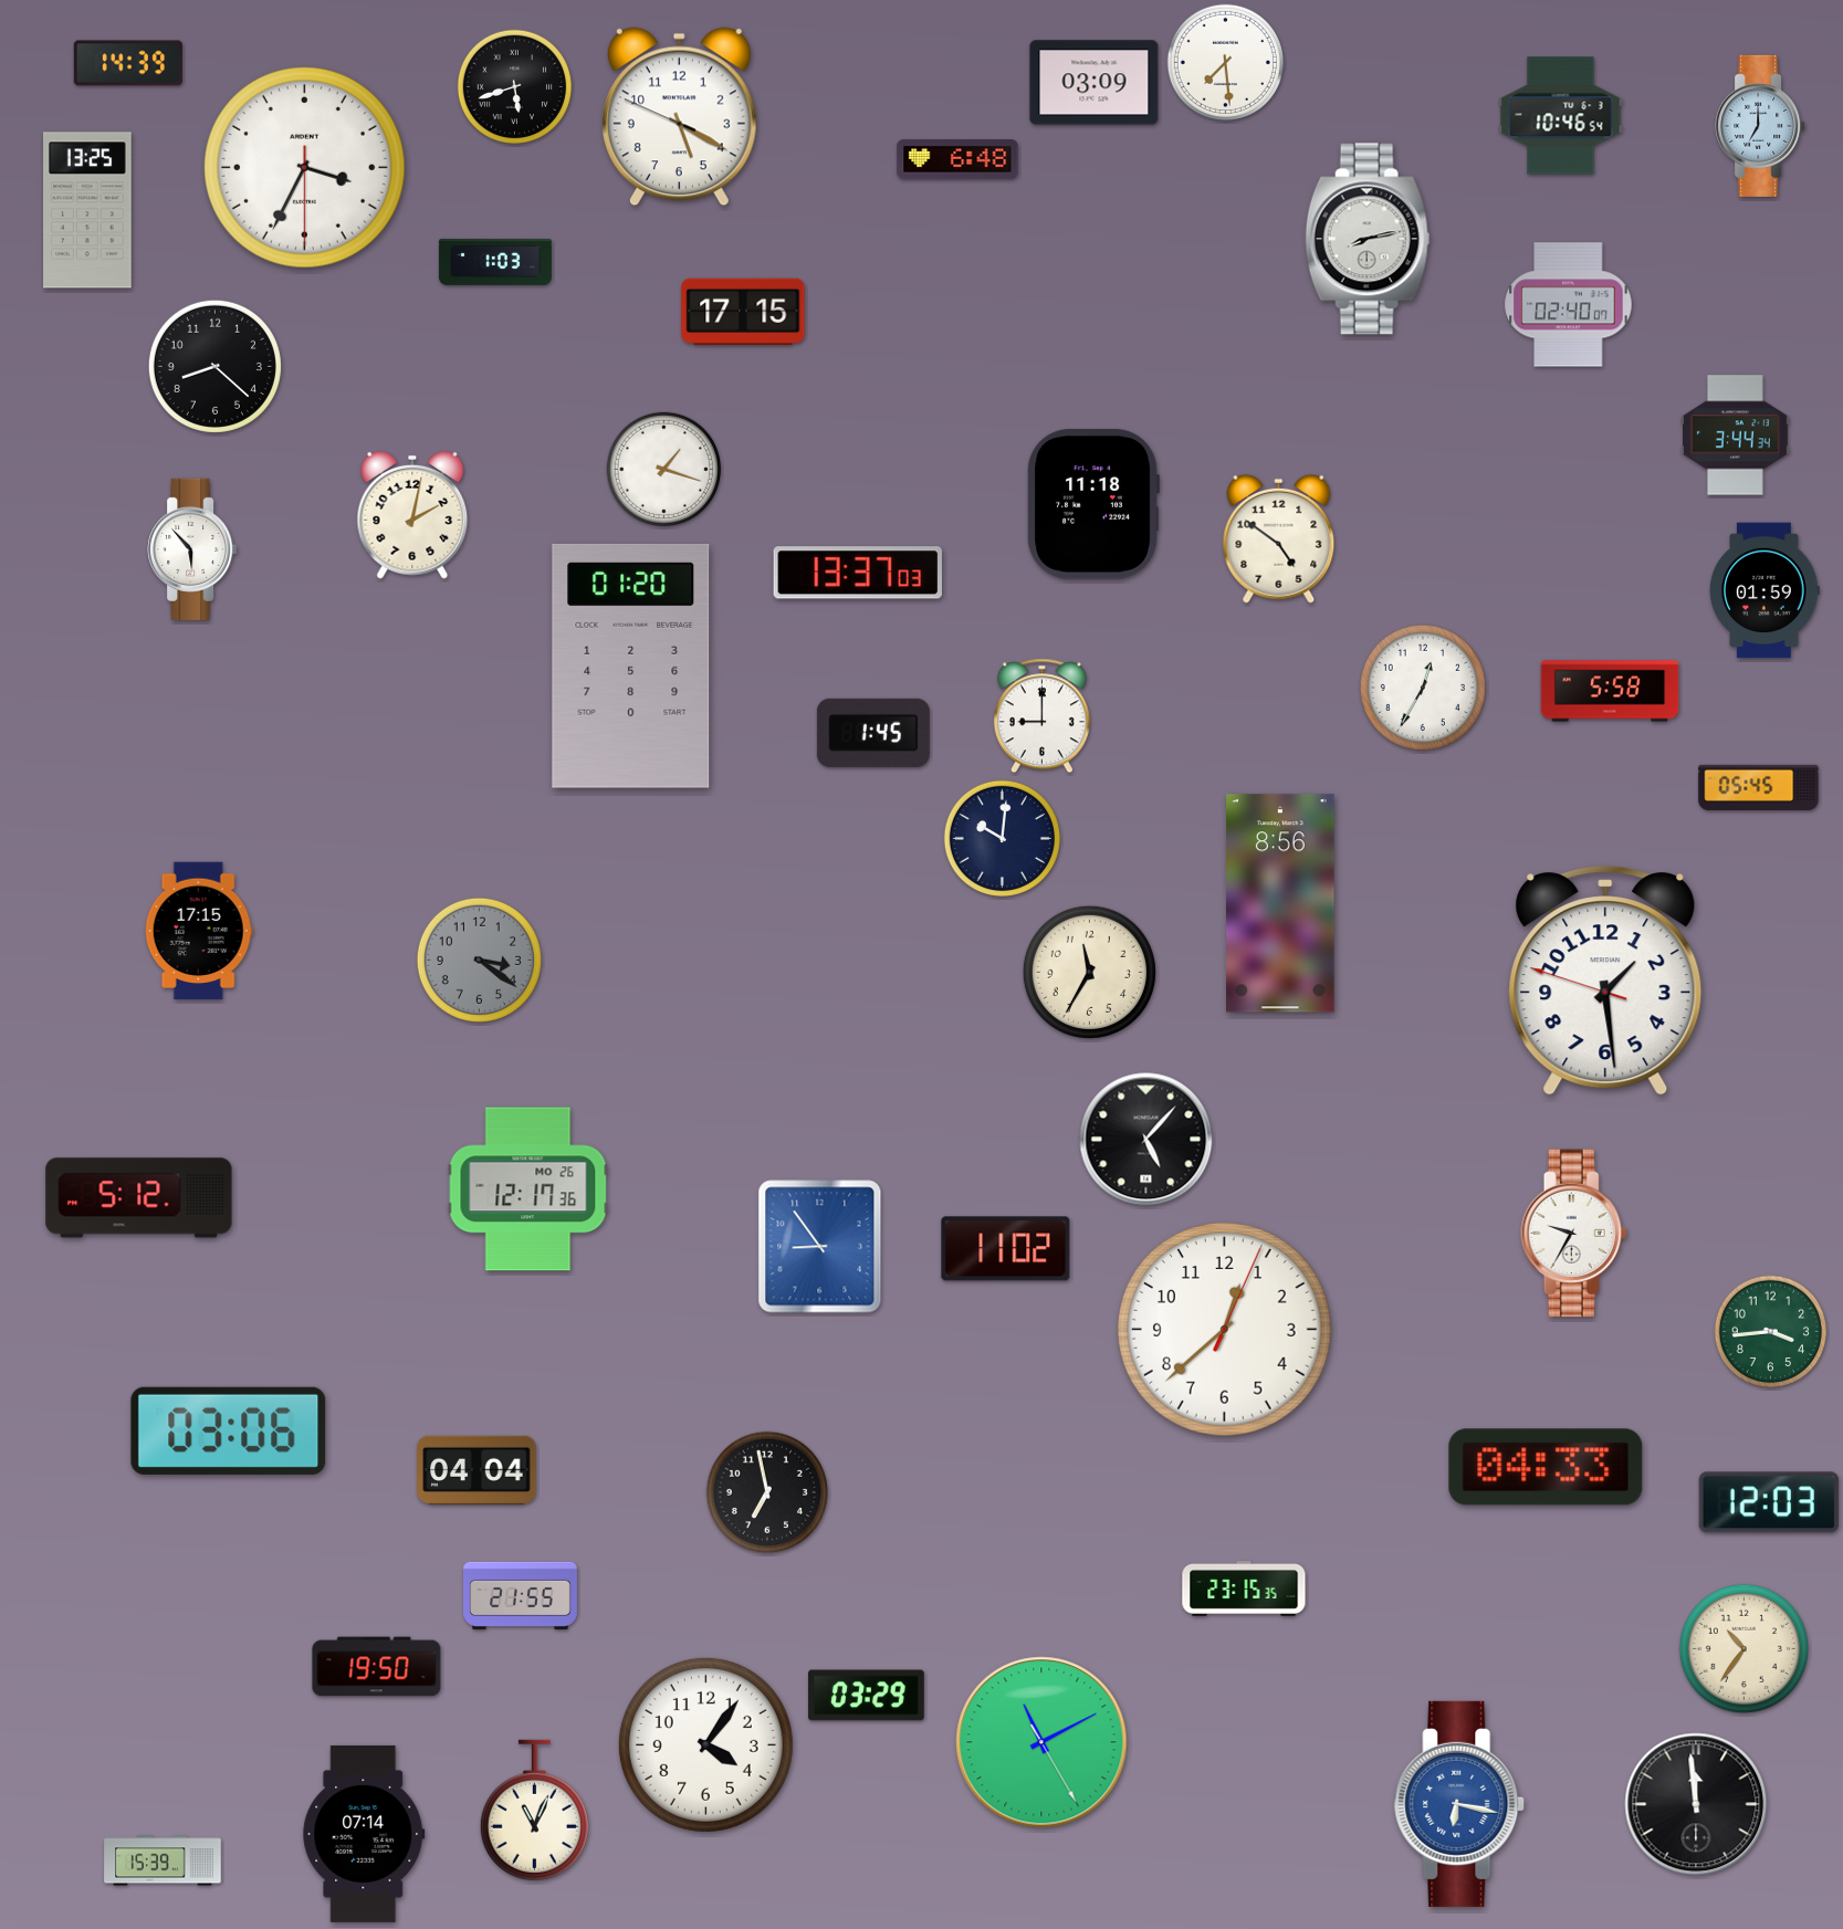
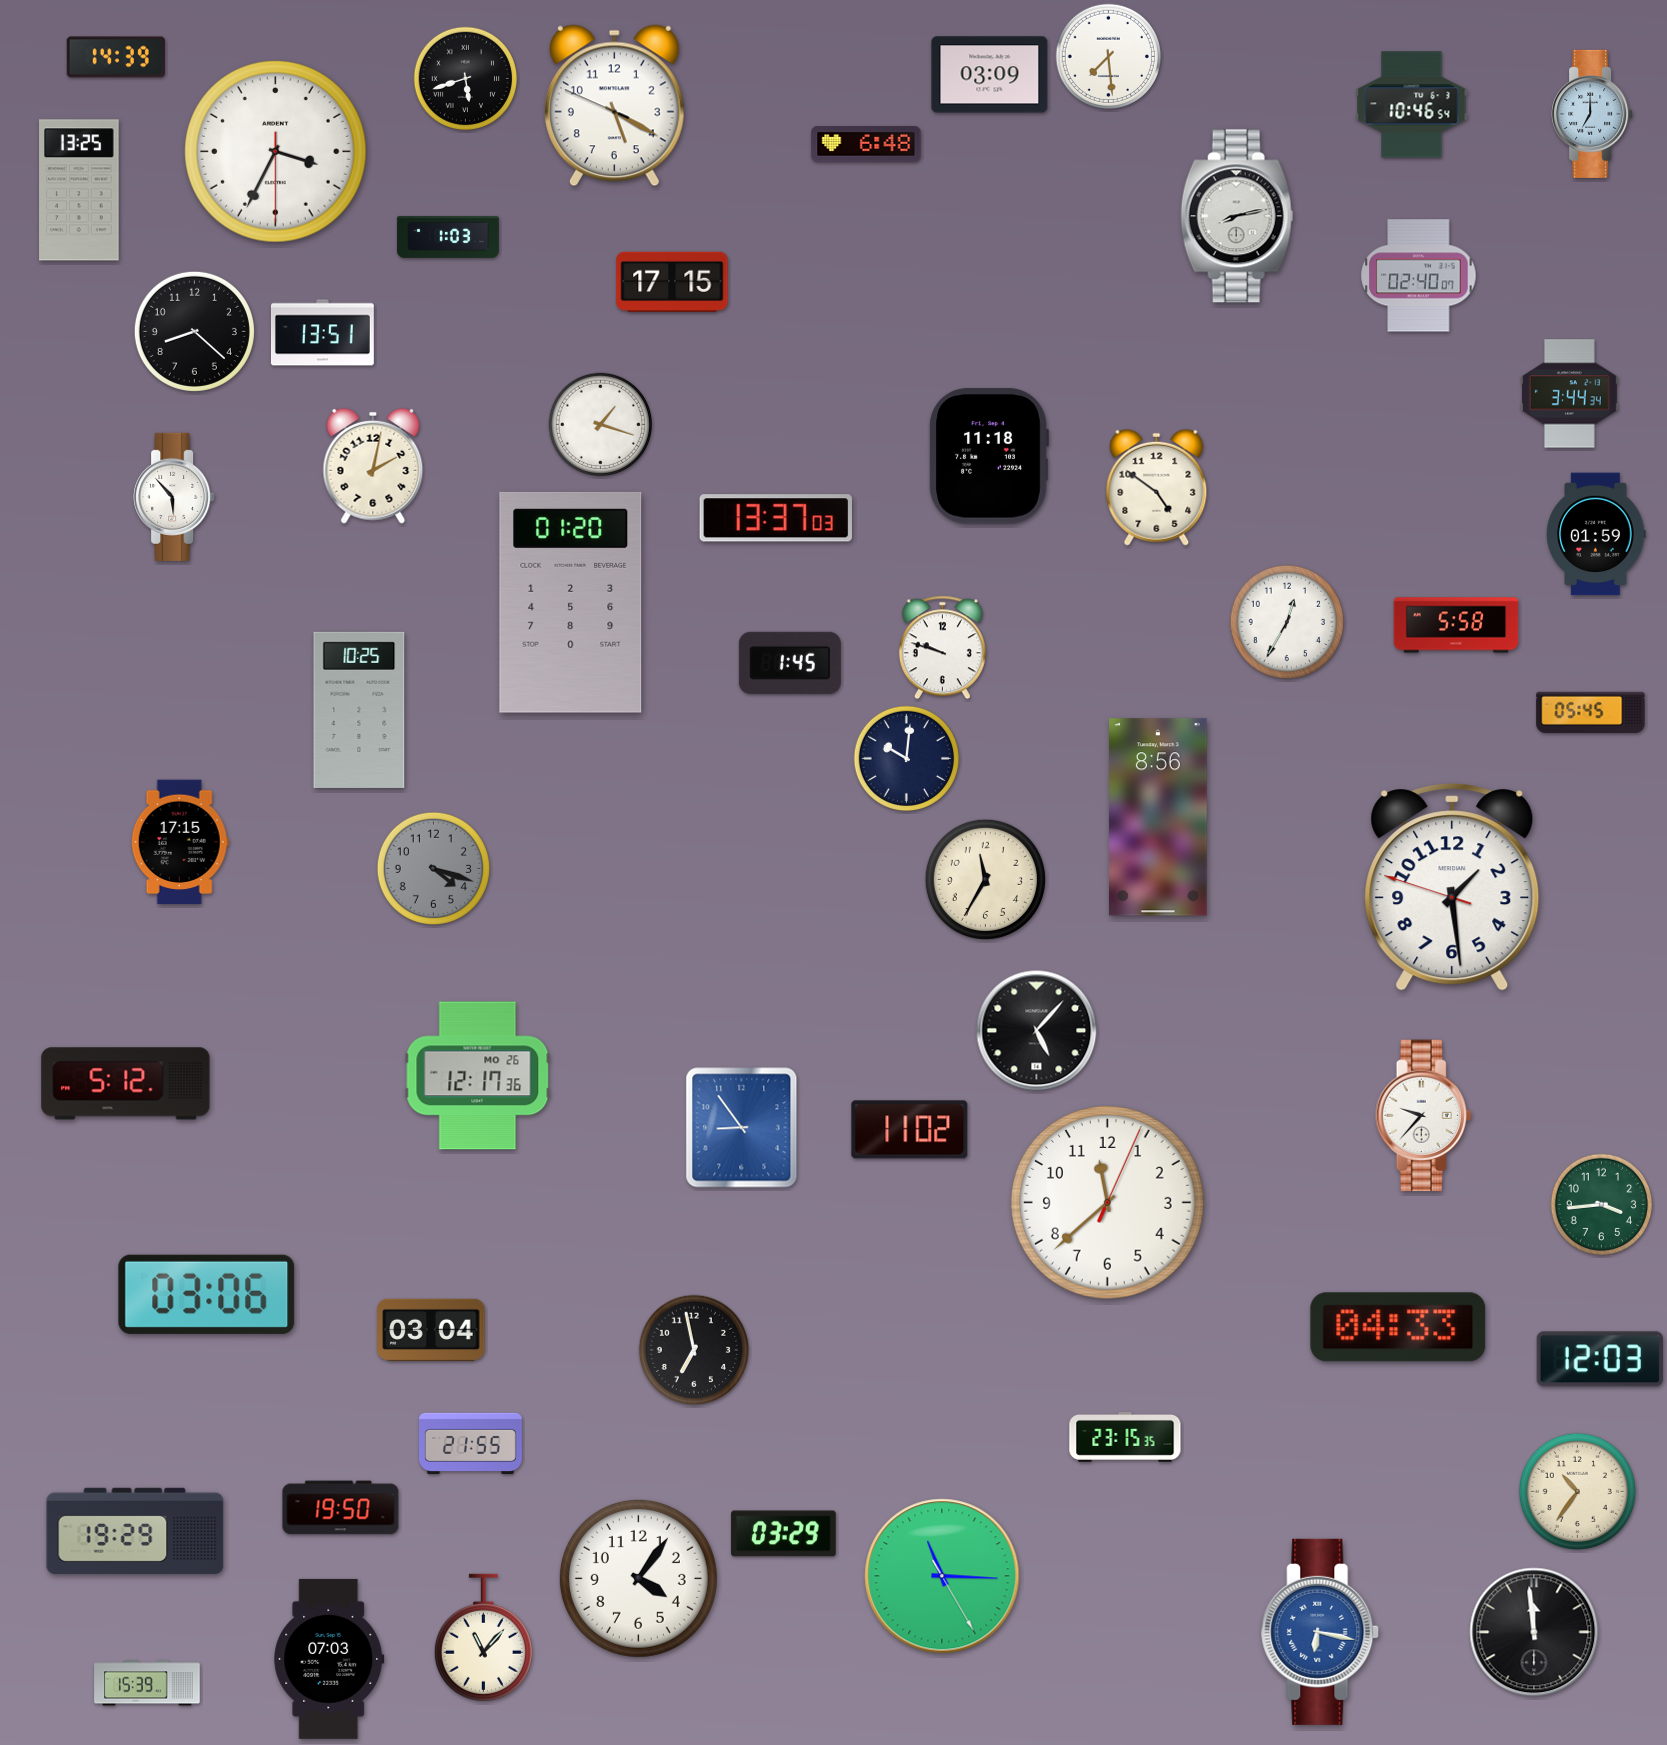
clock at (322, 333): none -> 13:51
clock at (1041, 716): 9:00 -> 9:48
clock at (359, 710): none -> 10:25
clock at (479, 960): 3:21 -> 4:18
clock at (1574, 1234): 9:35 -> 9:37
clock at (1225, 1330): 12:38 -> 11:38
clock at (477, 1470): 04:04 -> 03:04
clock at (135, 1531): none -> 19:29
clock at (1041, 1742): 11:10 -> 11:15
clock at (534, 1811): 11:04 -> 11:07
clock at (364, 1834): 07:14 -> 07:03
